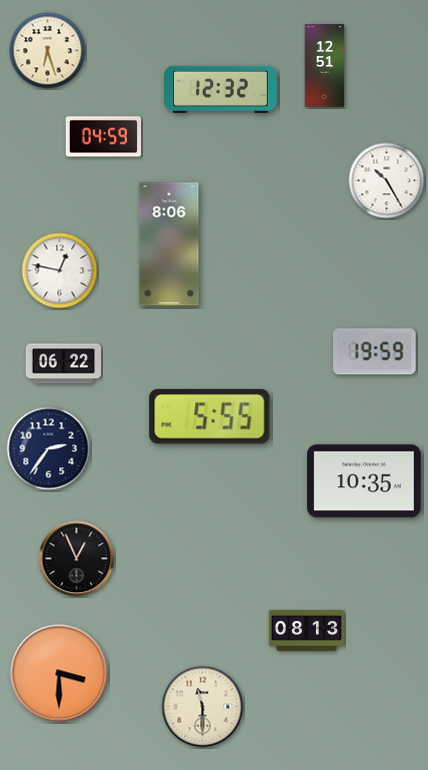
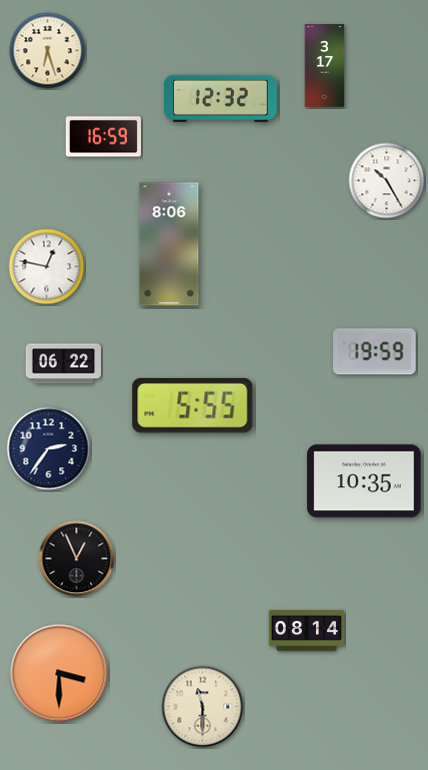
clock at (325, 66): 12:51 -> 3:17
clock at (221, 89) position: (221, 89) -> (221, 98)
clock at (103, 137): 04:59 -> 16:59
clock at (60, 271) position: (60, 271) -> (47, 267)
clock at (210, 417) position: (210, 417) -> (193, 406)
clock at (306, 630): 08:13 -> 08:14
